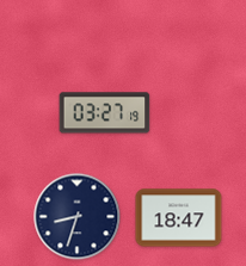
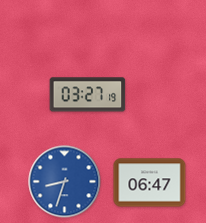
clock at (78, 217) dial: navy -> blue
clock at (179, 218): 18:47 -> 06:47
